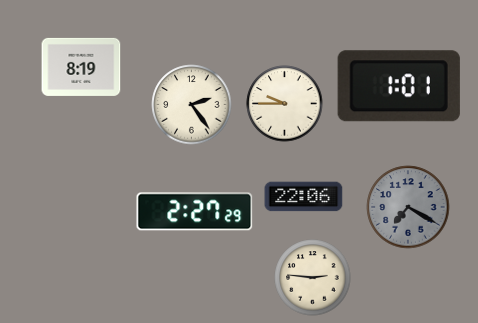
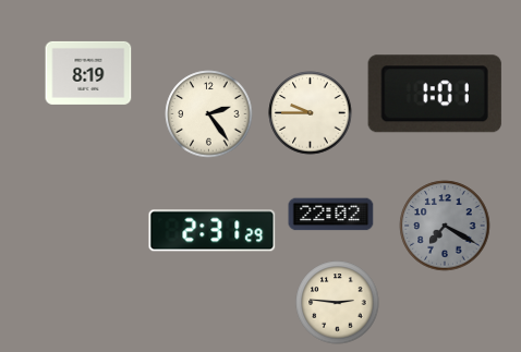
clock at (304, 197): 22:06 -> 22:02
clock at (195, 212): 2:27 -> 2:31
clock at (313, 278) position: (313, 278) -> (338, 303)
